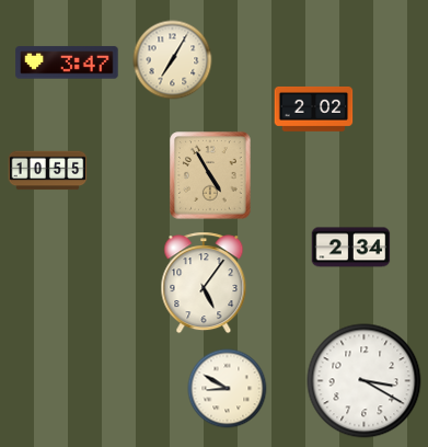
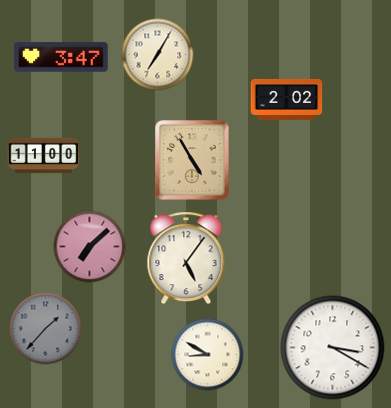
clock at (48, 171): 10:55 -> 11:00
clock at (351, 248): 2:34 -> none
clock at (90, 247): none -> 7:08
clock at (46, 329): none -> 1:37
